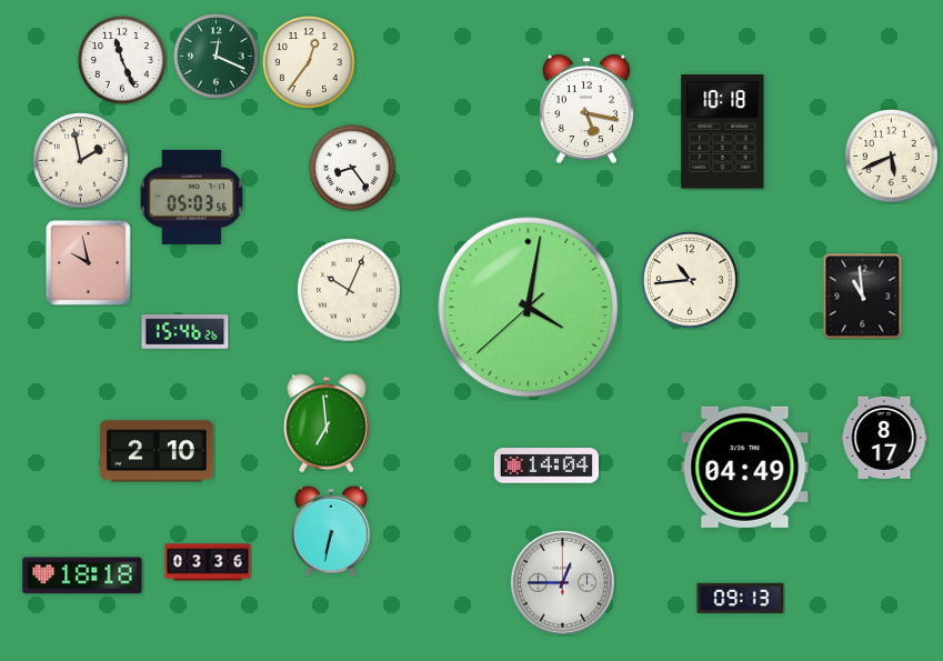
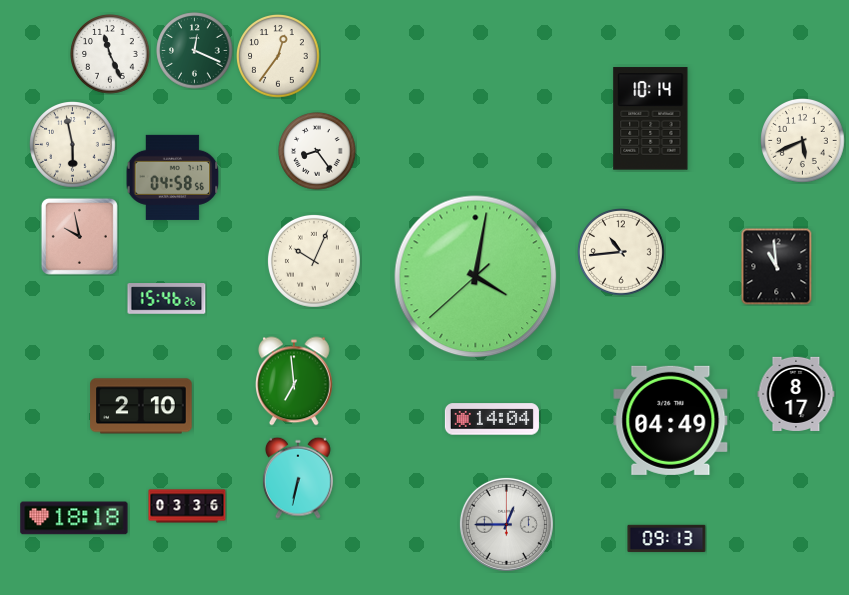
clock at (586, 109): 5:17 -> none
clock at (723, 132): 10:18 -> 10:14
clock at (81, 161): 1:58 -> 5:58
clock at (192, 197): 05:03 -> 04:58
